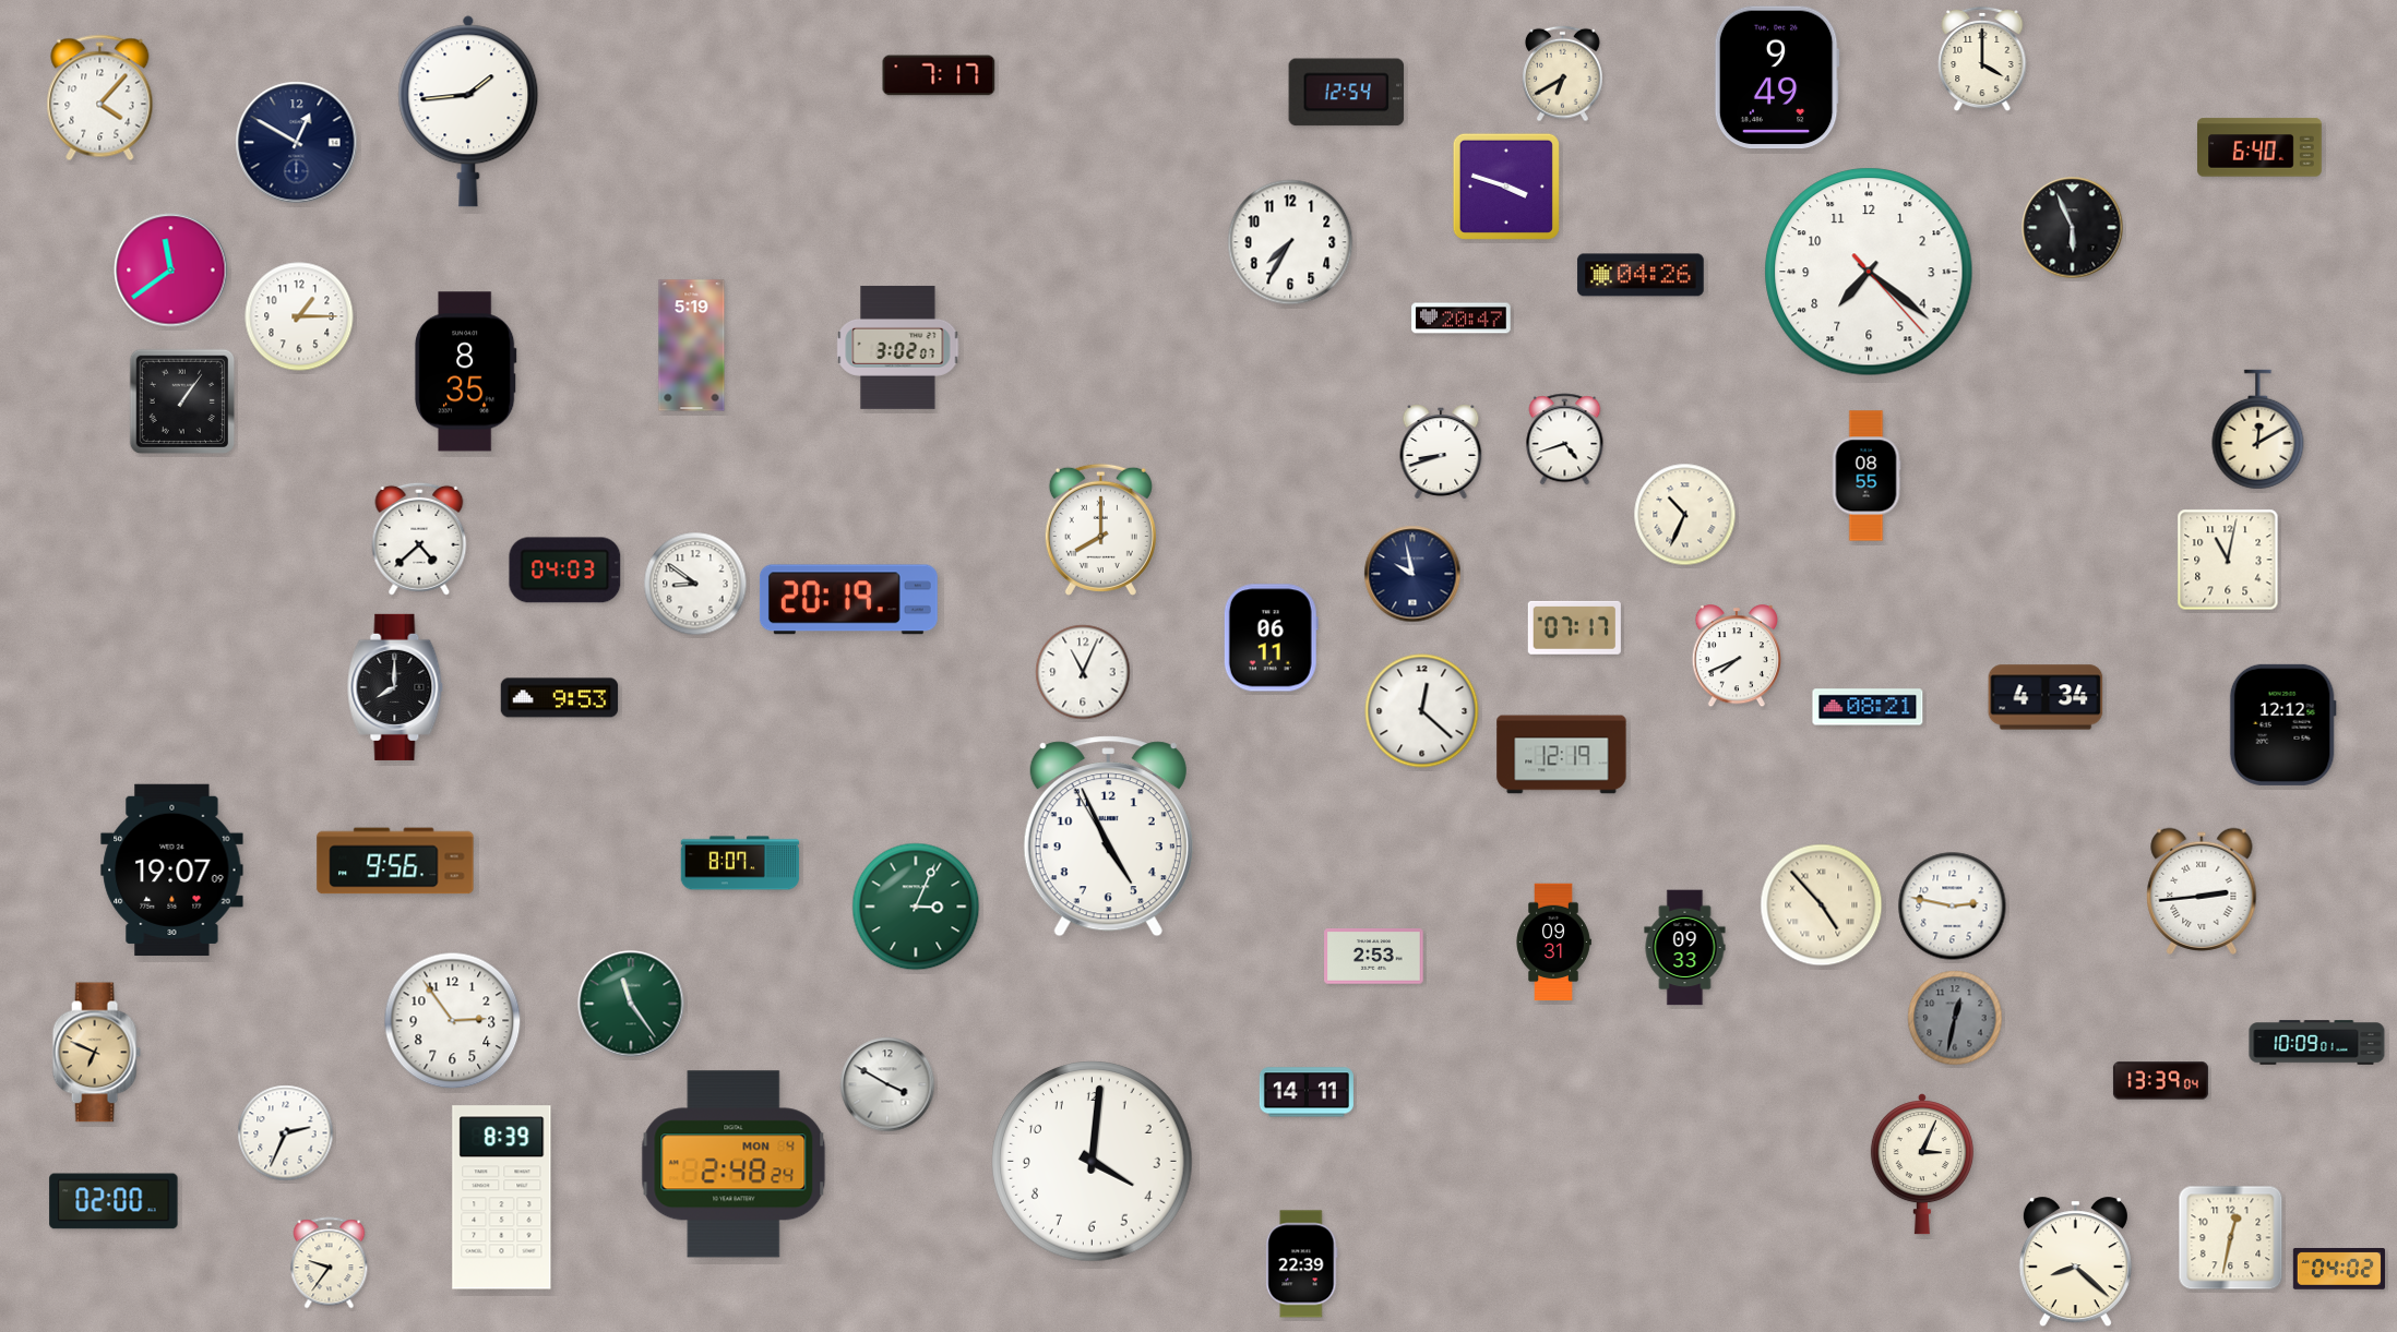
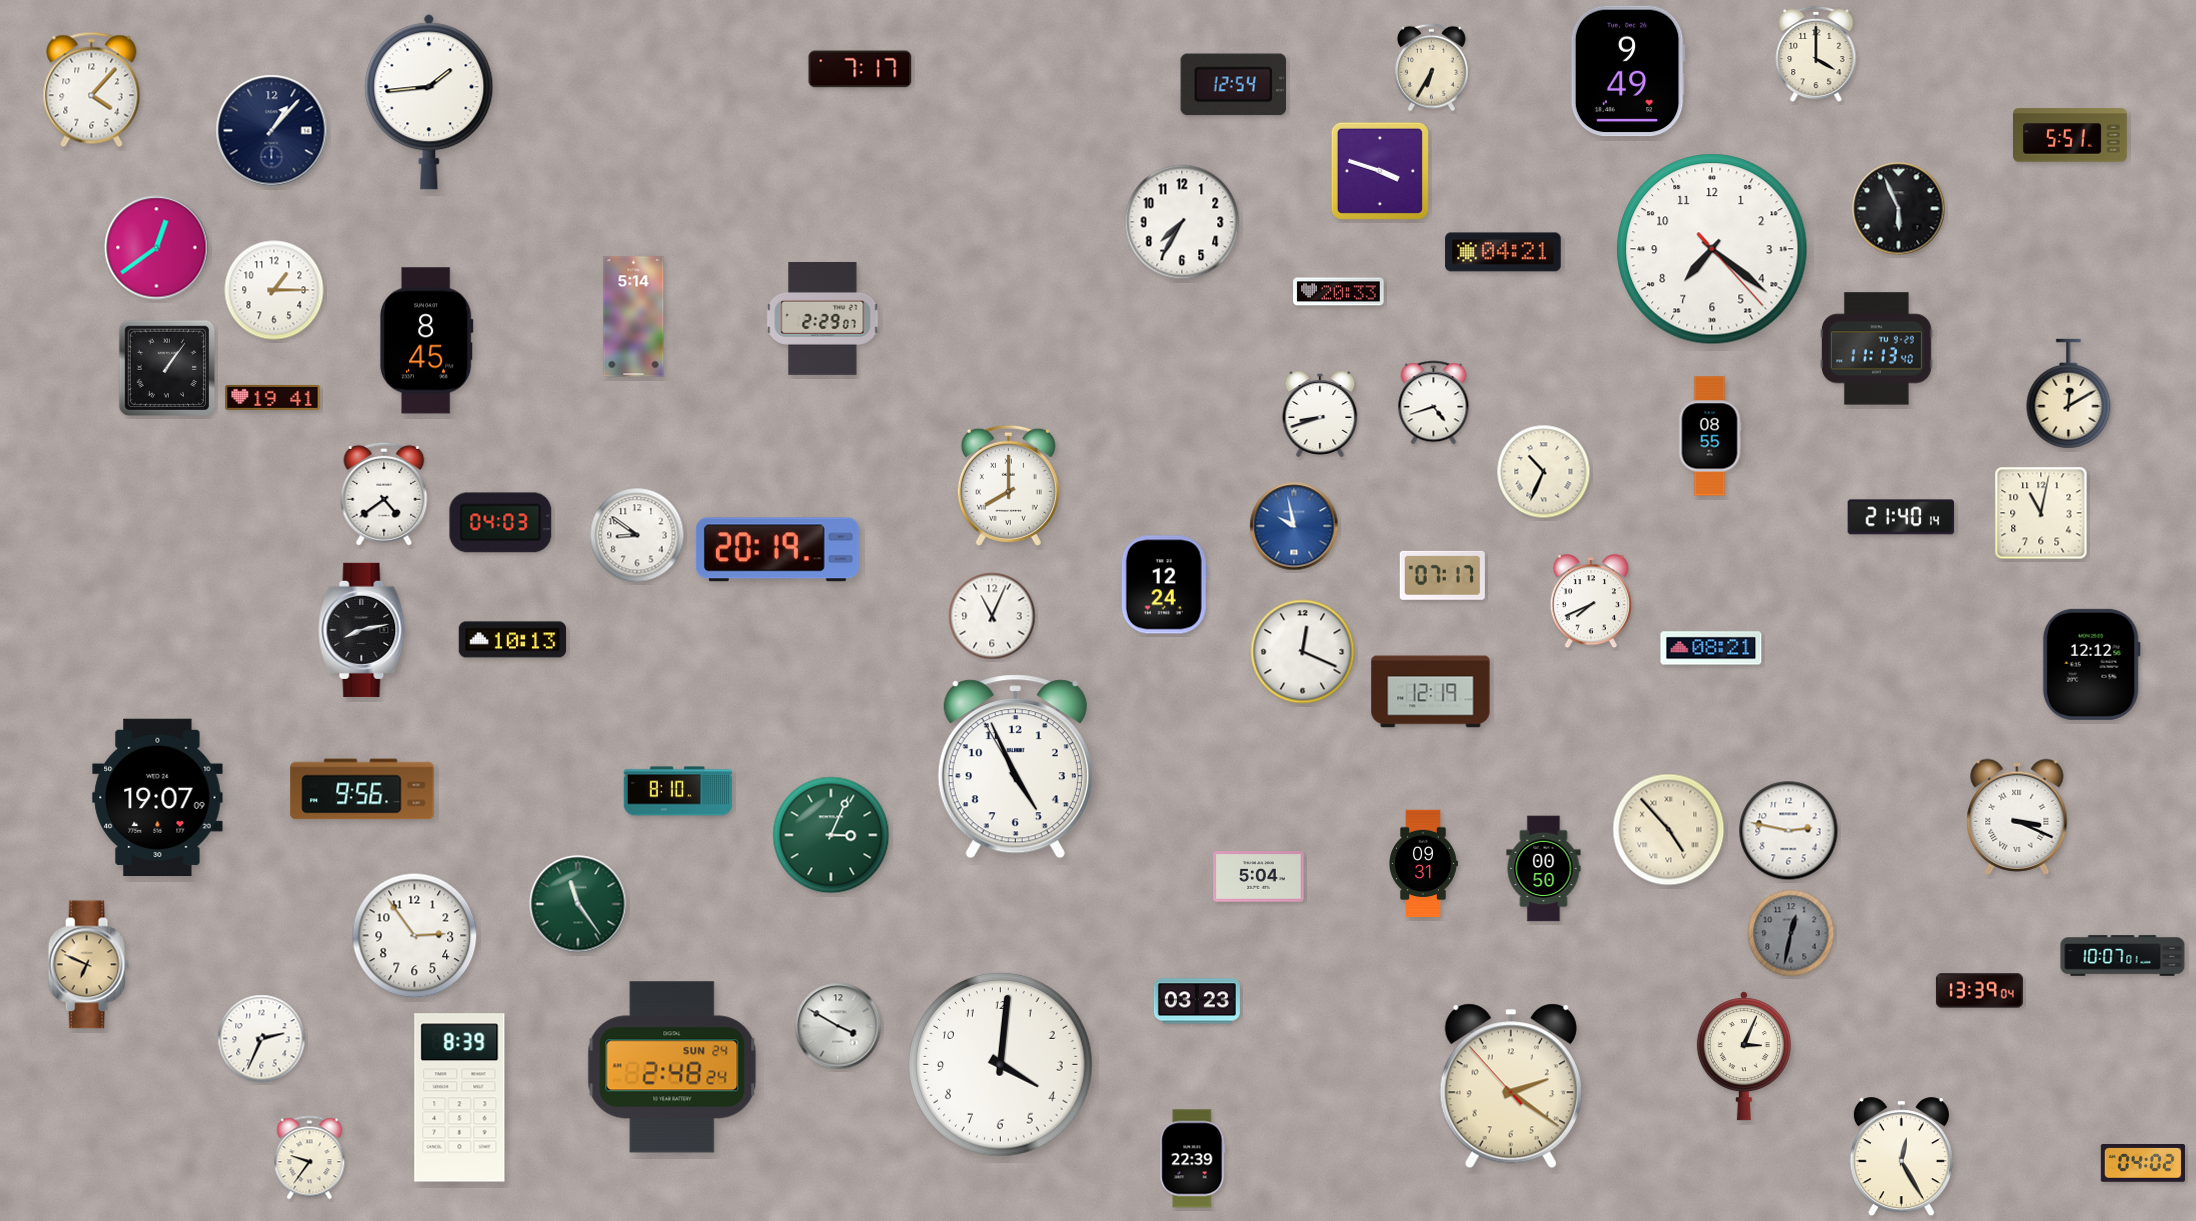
clock at (1562, 74): 6:40 -> 6:35
clock at (297, 143): 12:50 -> 1:07
clock at (2261, 147): 6:40 -> 5:51
clock at (171, 271): 11:39 -> 12:39
clock at (1641, 275): 04:26 -> 04:21
clock at (1462, 319): 20:47 -> 20:33
clock at (692, 346): 5:19 -> 5:14
clock at (898, 347): 3:02 -> 2:29
clock at (465, 372): 8:35 -> 8:45
clock at (1876, 349): none -> 11:13
clock at (273, 397): none -> 19:41
clock at (419, 539): 4:38 -> 4:39
clock at (1901, 517): none -> 21:40
clock at (565, 571) position: (565, 571) -> (501, 523)
clock at (1412, 574) dial: navy -> blue
clock at (1271, 638): 06:11 -> 12:24
clock at (395, 687): 8:00 -> 8:13
clock at (2046, 697): 4:34 -> none
clock at (560, 698): 9:53 -> 10:13
clock at (1422, 711): 12:22 -> 12:19
clock at (740, 863): 8:07 -> 8:10
clock at (2202, 891): 2:44 -> 3:19
clock at (916, 907) position: (916, 907) -> (831, 835)
clock at (1685, 948): 09:33 -> 00:50
clock at (1374, 957): 2:53 -> 5:04
clock at (631, 1004) position: (631, 1004) -> (578, 904)
clock at (2317, 1043): 10:09 -> 10:07
clock at (887, 1084) position: (887, 1084) -> (838, 1026)
clock at (1307, 1092): 14:11 -> 03:23
clock at (734, 1164) date: MON 4 -> SUN 24
clock at (1922, 1164) position: (1922, 1164) -> (1744, 1056)
clock at (1511, 1086): none -> 2:20
clock at (114, 1201): 02:00 -> none
clock at (2231, 1238): 12:32 -> none
clock at (2075, 1262): 8:22 -> 12:25
clock at (330, 1263) position: (330, 1263) -> (310, 1158)
